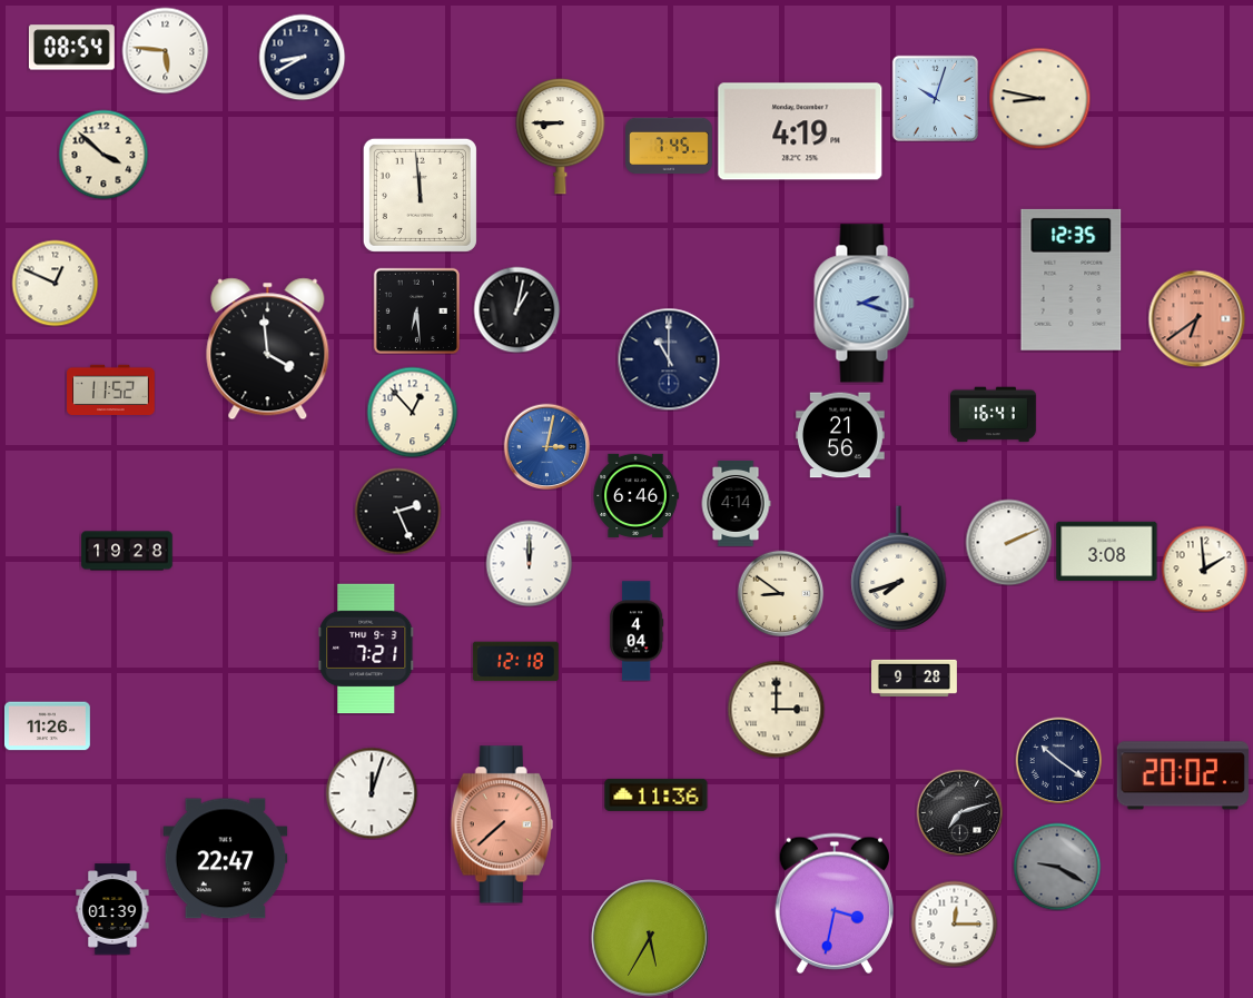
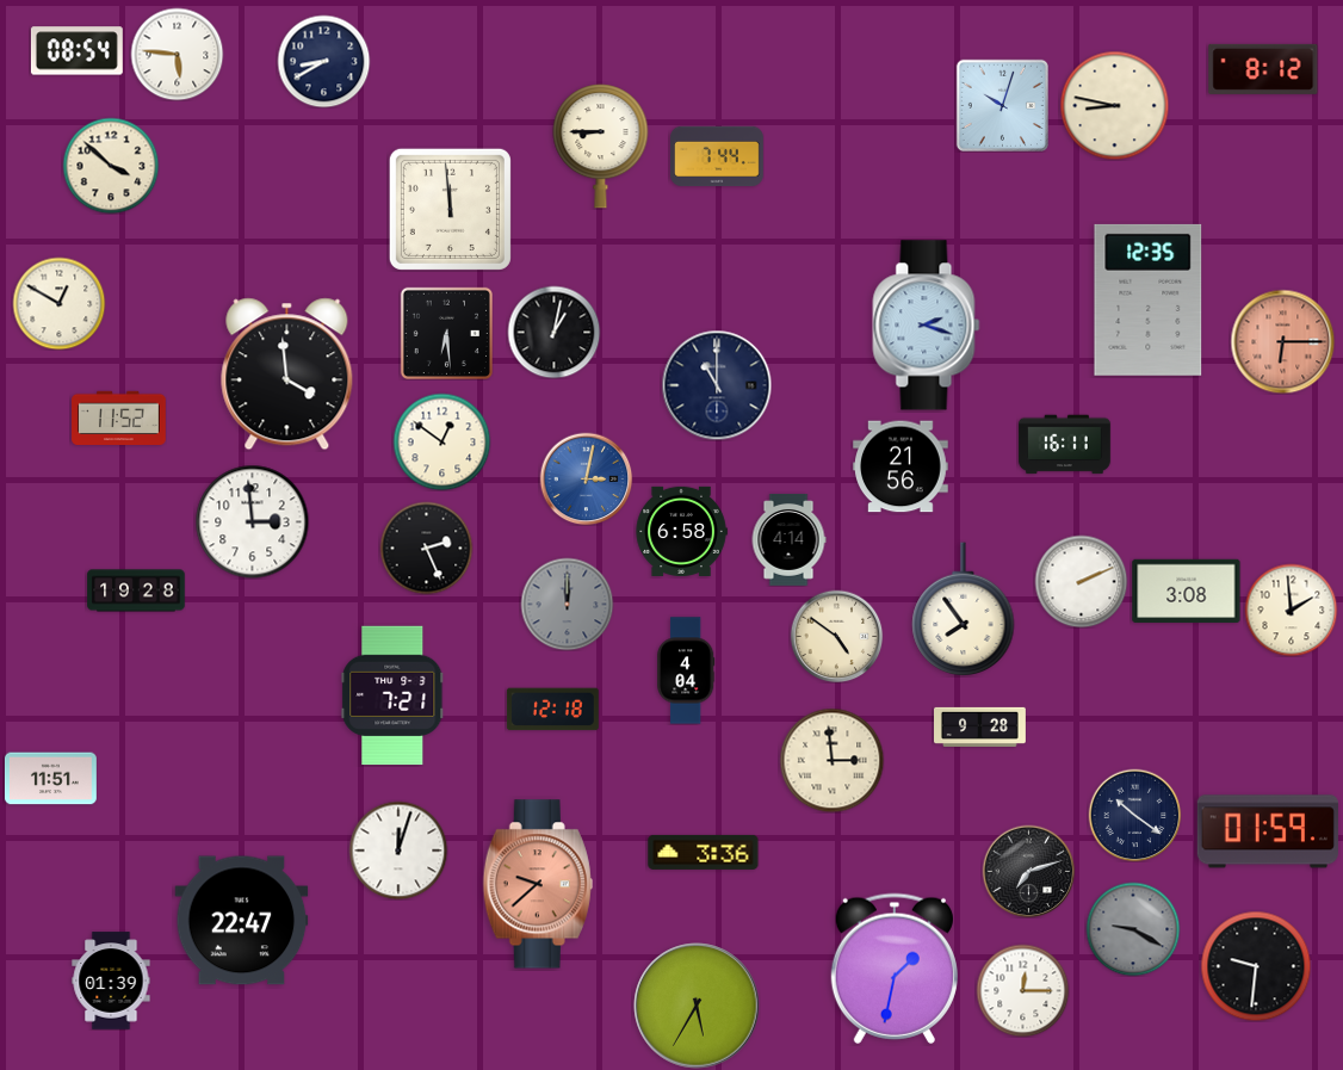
clock at (1263, 69): none -> 8:12
clock at (800, 131): 4:19 -> none
clock at (670, 146): 7:45 -> 7:44
clock at (55, 283): 12:49 -> 12:50
clock at (1196, 318): 6:39 -> 6:15
clock at (412, 412): 12:53 -> 12:51
clock at (993, 415): 16:41 -> 16:11
clock at (252, 521): none -> 2:59
clock at (635, 495): 6:46 -> 6:58
clock at (529, 563) dial: white -> grey
clock at (899, 569): 7:42 -> 7:54
clock at (780, 593): 8:51 -> 4:51
clock at (638, 631) position: (638, 631) -> (687, 670)
clock at (776, 709): 3:00 -> 2:59
clock at (47, 727): 11:26 -> 11:51
clock at (1183, 775): 20:02 -> 01:59
clock at (657, 794): 11:36 -> 3:36
clock at (502, 824): 7:38 -> 9:38
clock at (1256, 966): none -> 9:31
clock at (835, 903): 3:32 -> 1:32
clock at (112, 909) position: (112, 909) -> (111, 981)
